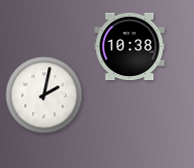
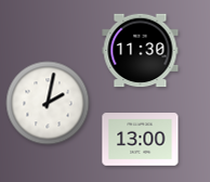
clock at (130, 47): 10:38 -> 11:30
clock at (141, 140): none -> 13:00
